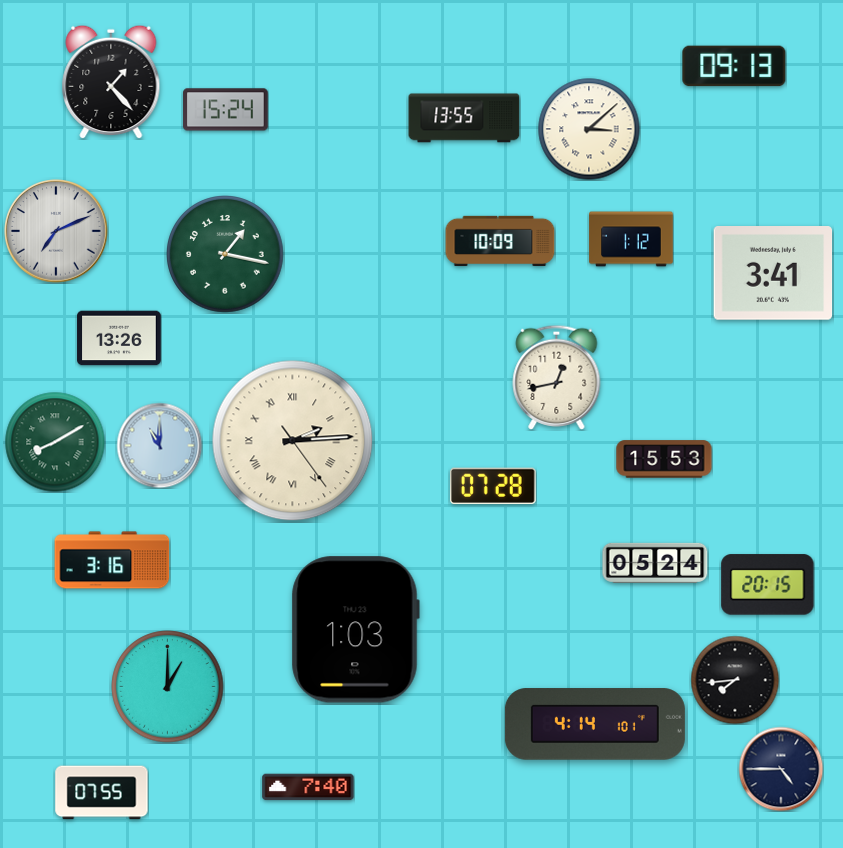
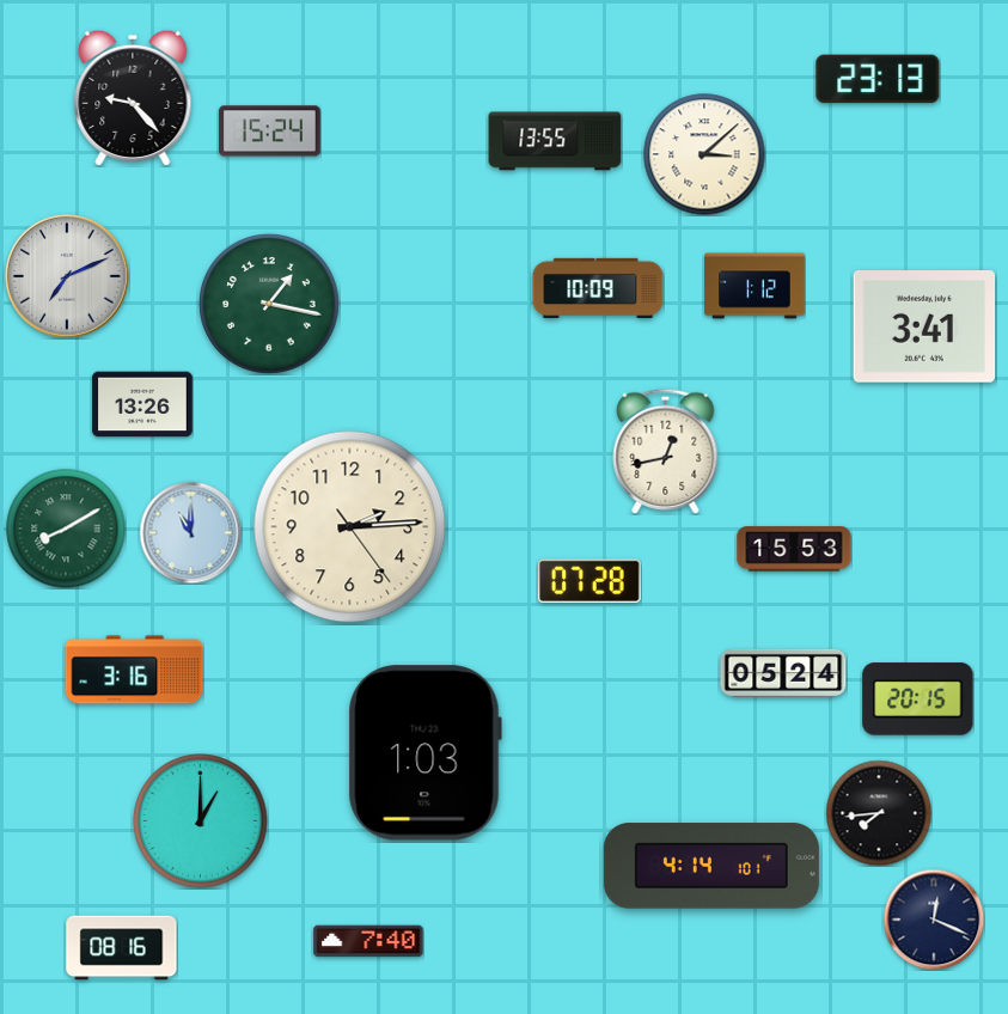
clock at (734, 66): 09:13 -> 23:13
clock at (111, 82): 1:23 -> 9:23
clock at (293, 441) numerals: Roman -> Arabic
clock at (781, 769): 4:45 -> 12:19
clock at (102, 793): 07:55 -> 08:16
